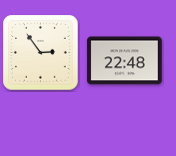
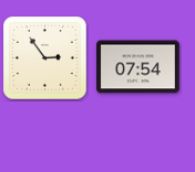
clock at (125, 61): 22:48 -> 07:54
